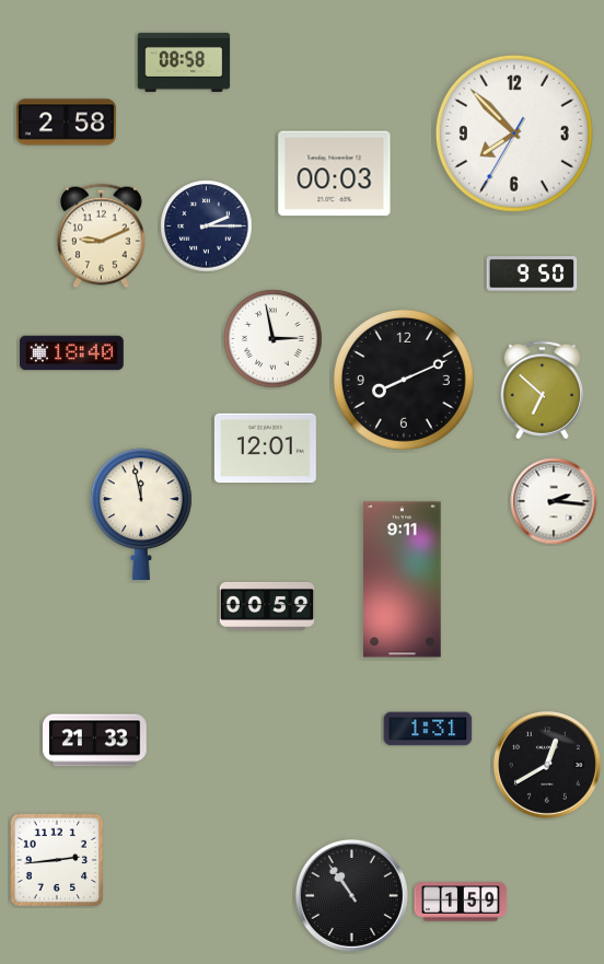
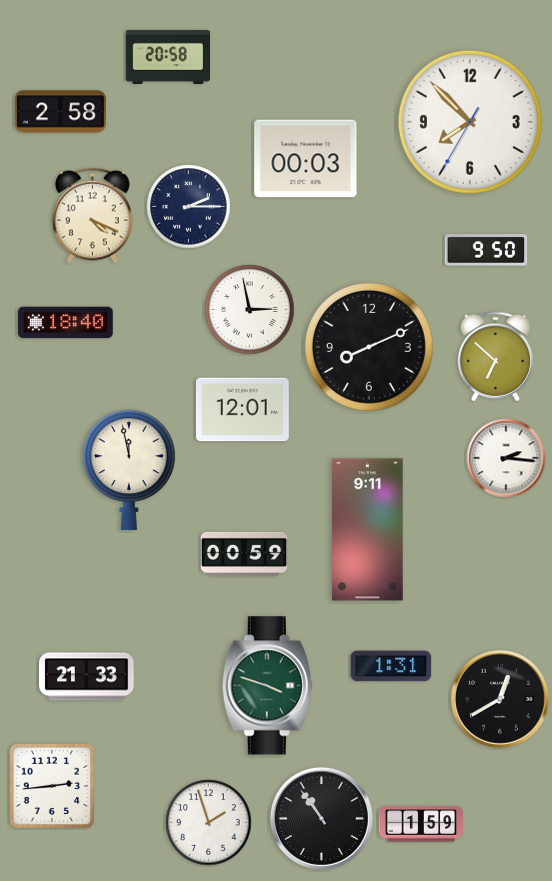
clock at (184, 62): 08:58 -> 20:58
clock at (102, 236): 9:11 -> 4:19
clock at (267, 686): none -> 3:48
clock at (209, 823): none -> 1:57
